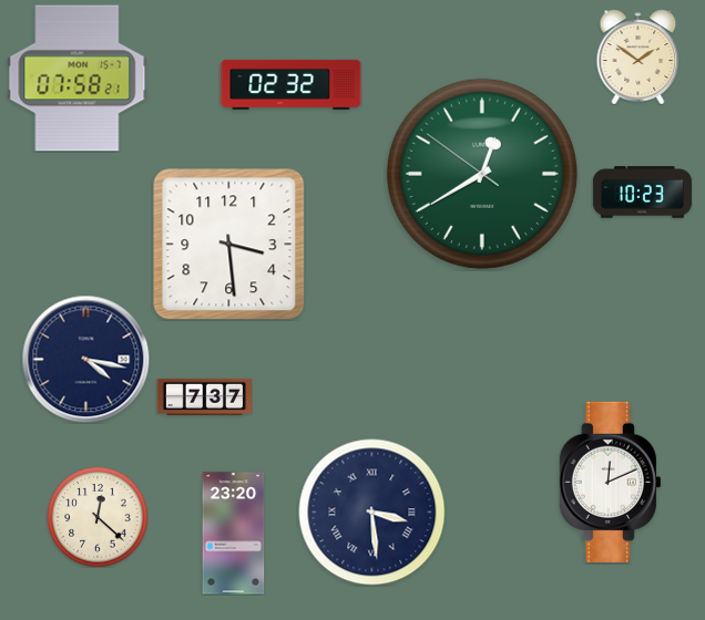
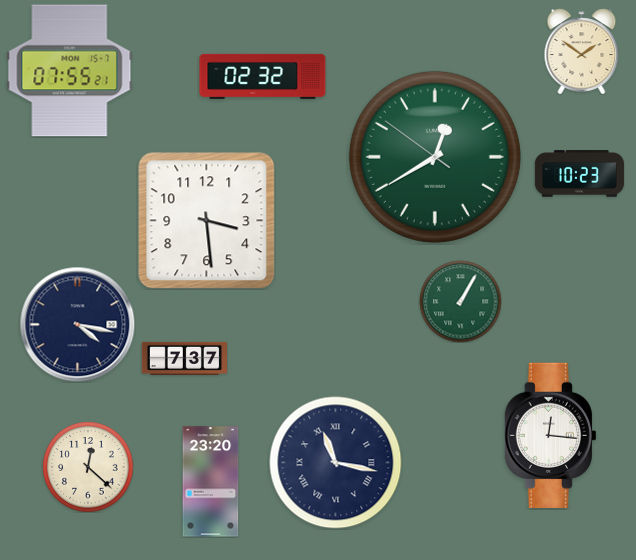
clock at (638, 56) position: (638, 56) -> (582, 51)
clock at (78, 79): 07:58 -> 07:55
clock at (460, 301): none -> 1:05
clock at (610, 482): 12:11 -> 12:16
clock at (372, 513): 3:29 -> 11:17
